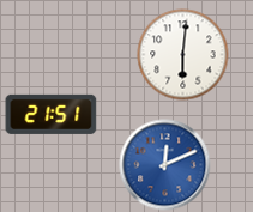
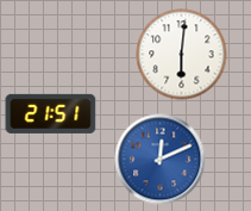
clock at (165, 165) position: (165, 165) -> (161, 160)
